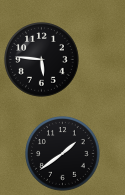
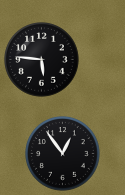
clock at (63, 154): 1:39 -> 12:54
